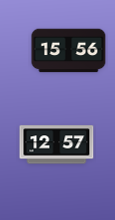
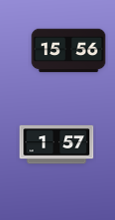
clock at (57, 145): 12:57 -> 1:57
